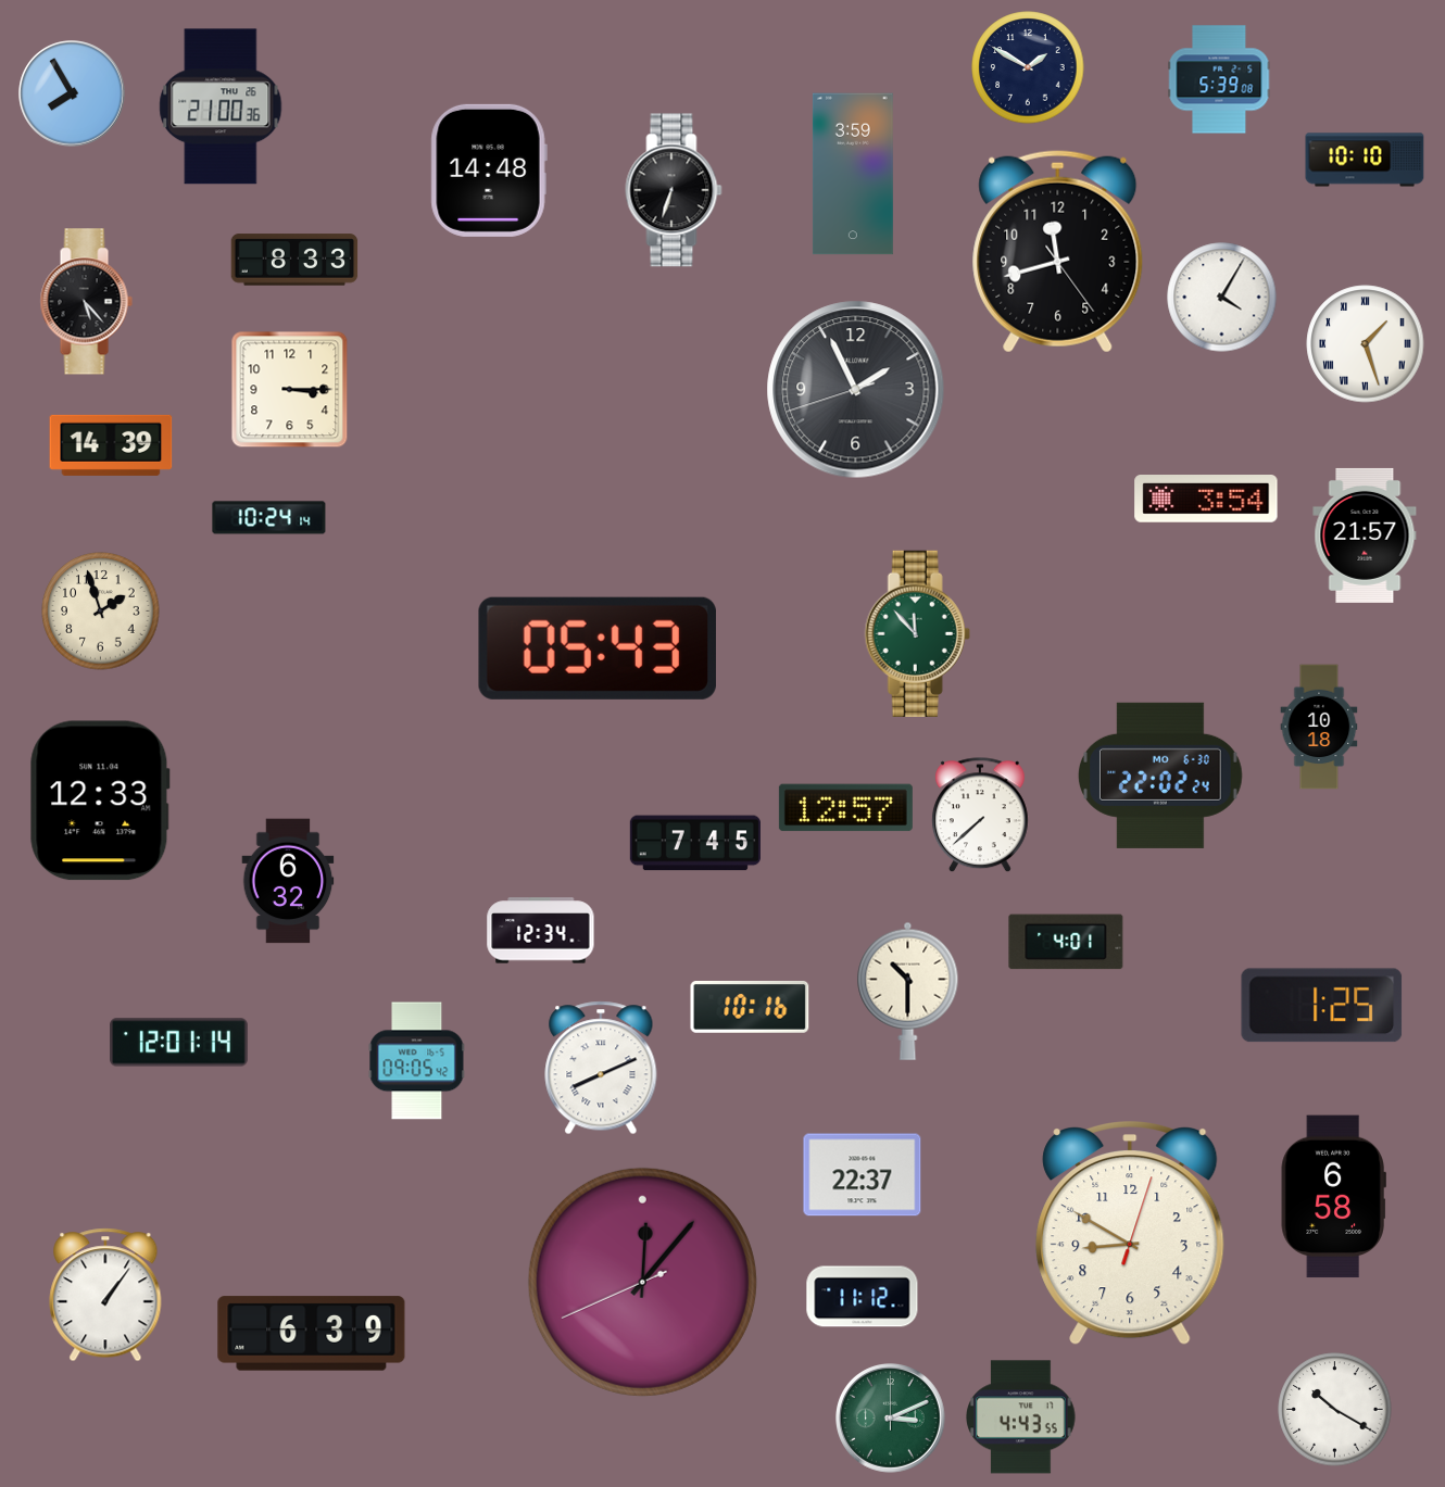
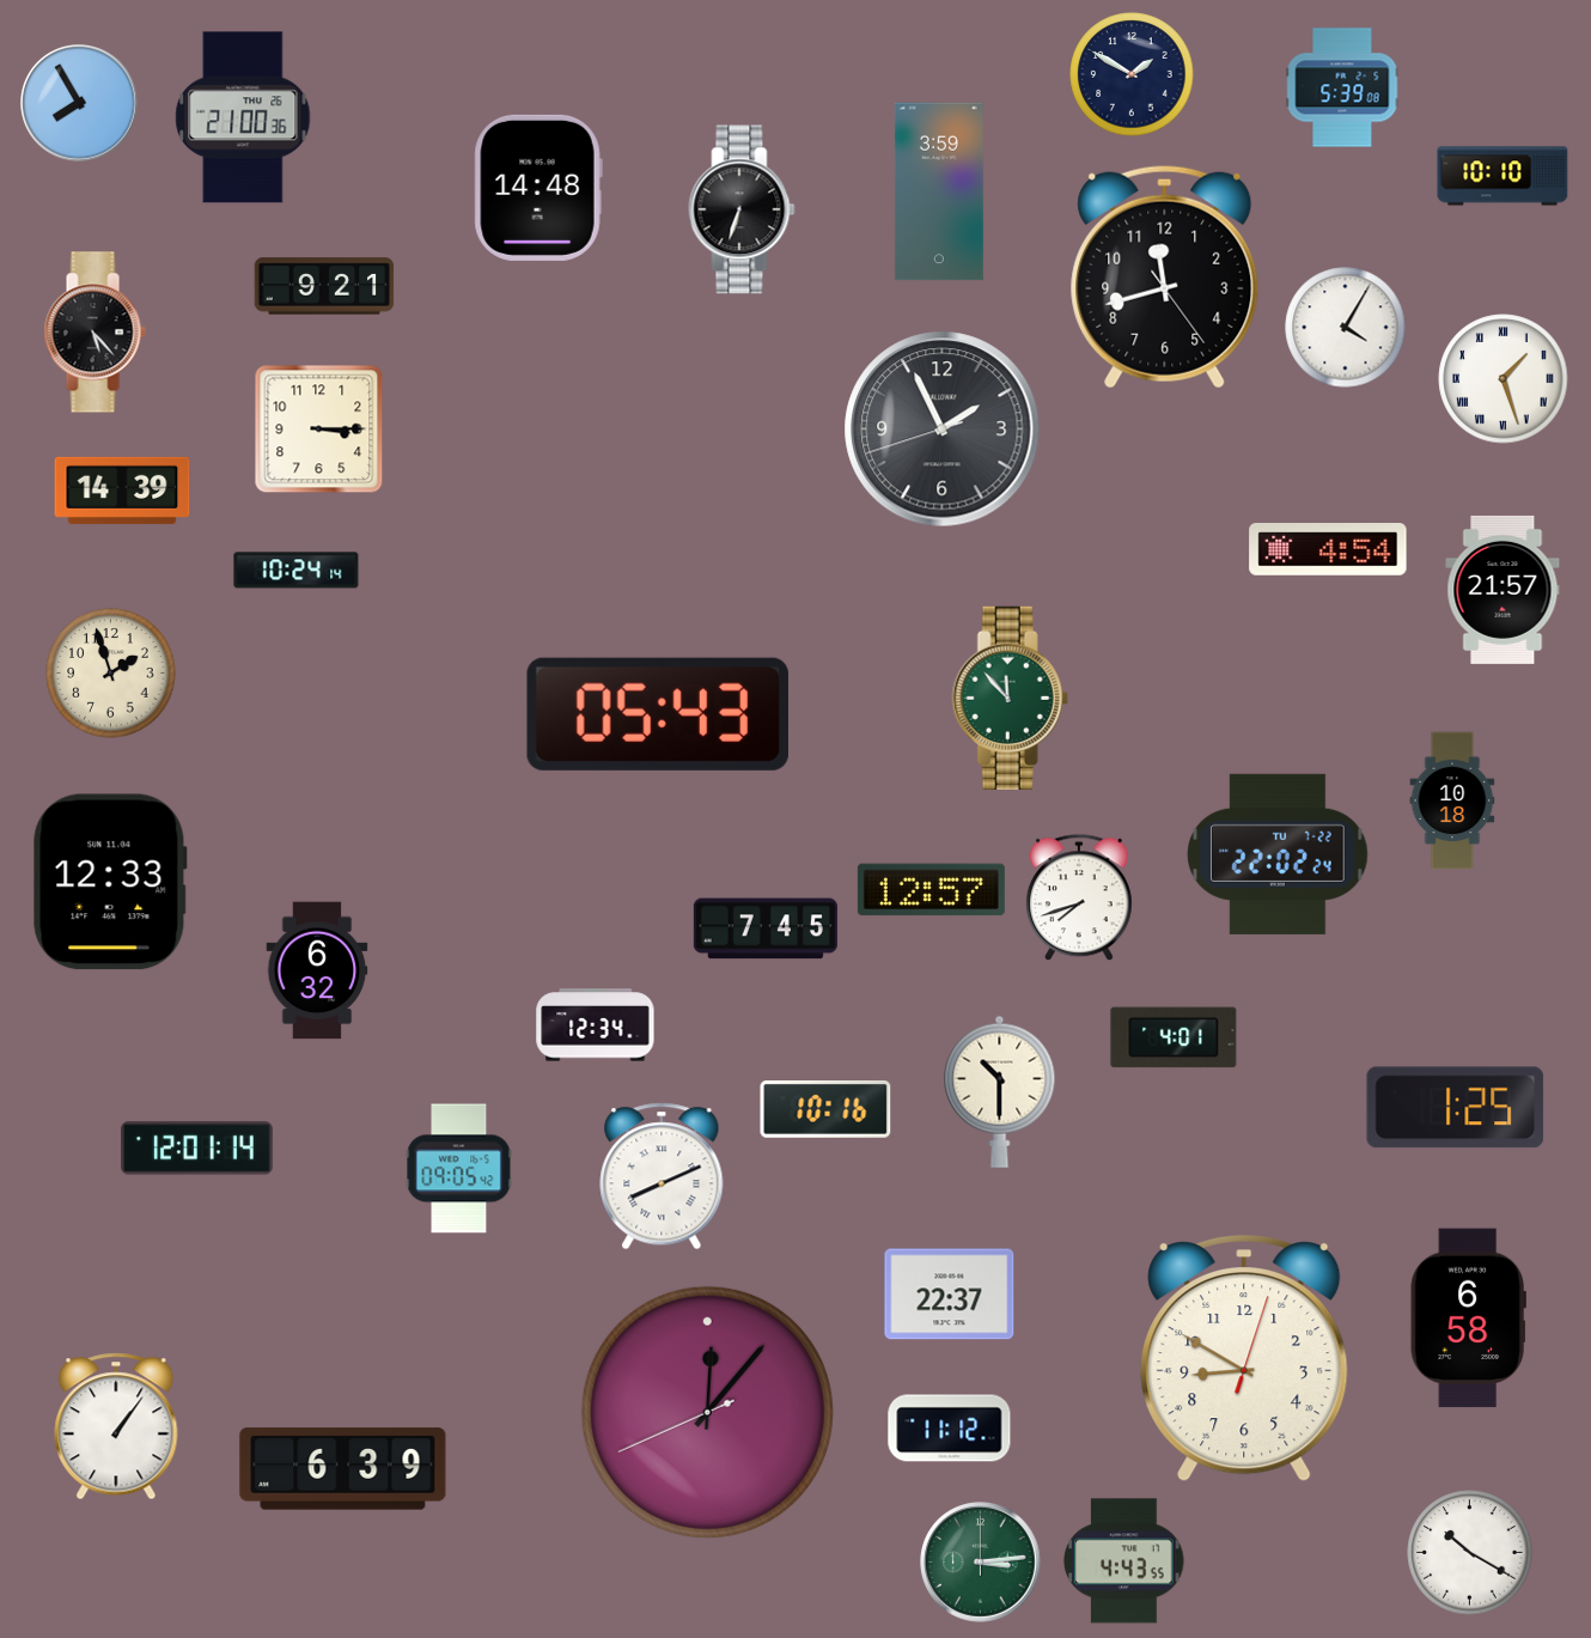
clock at (294, 260): 8:33 -> 9:21
clock at (1206, 500): 3:54 -> 4:54
clock at (1160, 776) date: MO 6-30 -> TU 7-22
clock at (980, 816): 7:38 -> 7:42
clock at (891, 1419): 3:11 -> 3:14
